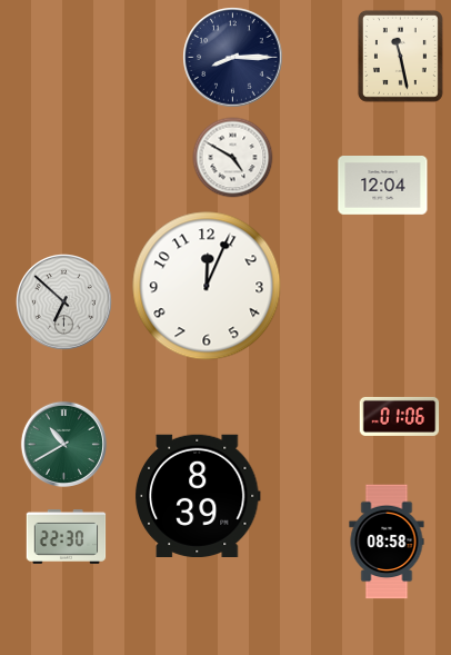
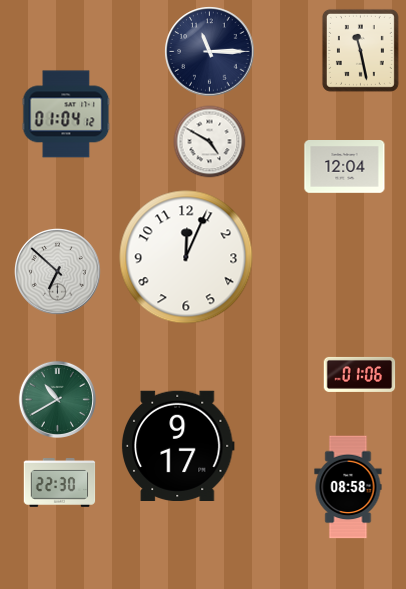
clock at (233, 58): 8:15 -> 11:15
clock at (66, 114): none -> 01:04
clock at (198, 495): 8:39 -> 9:17
